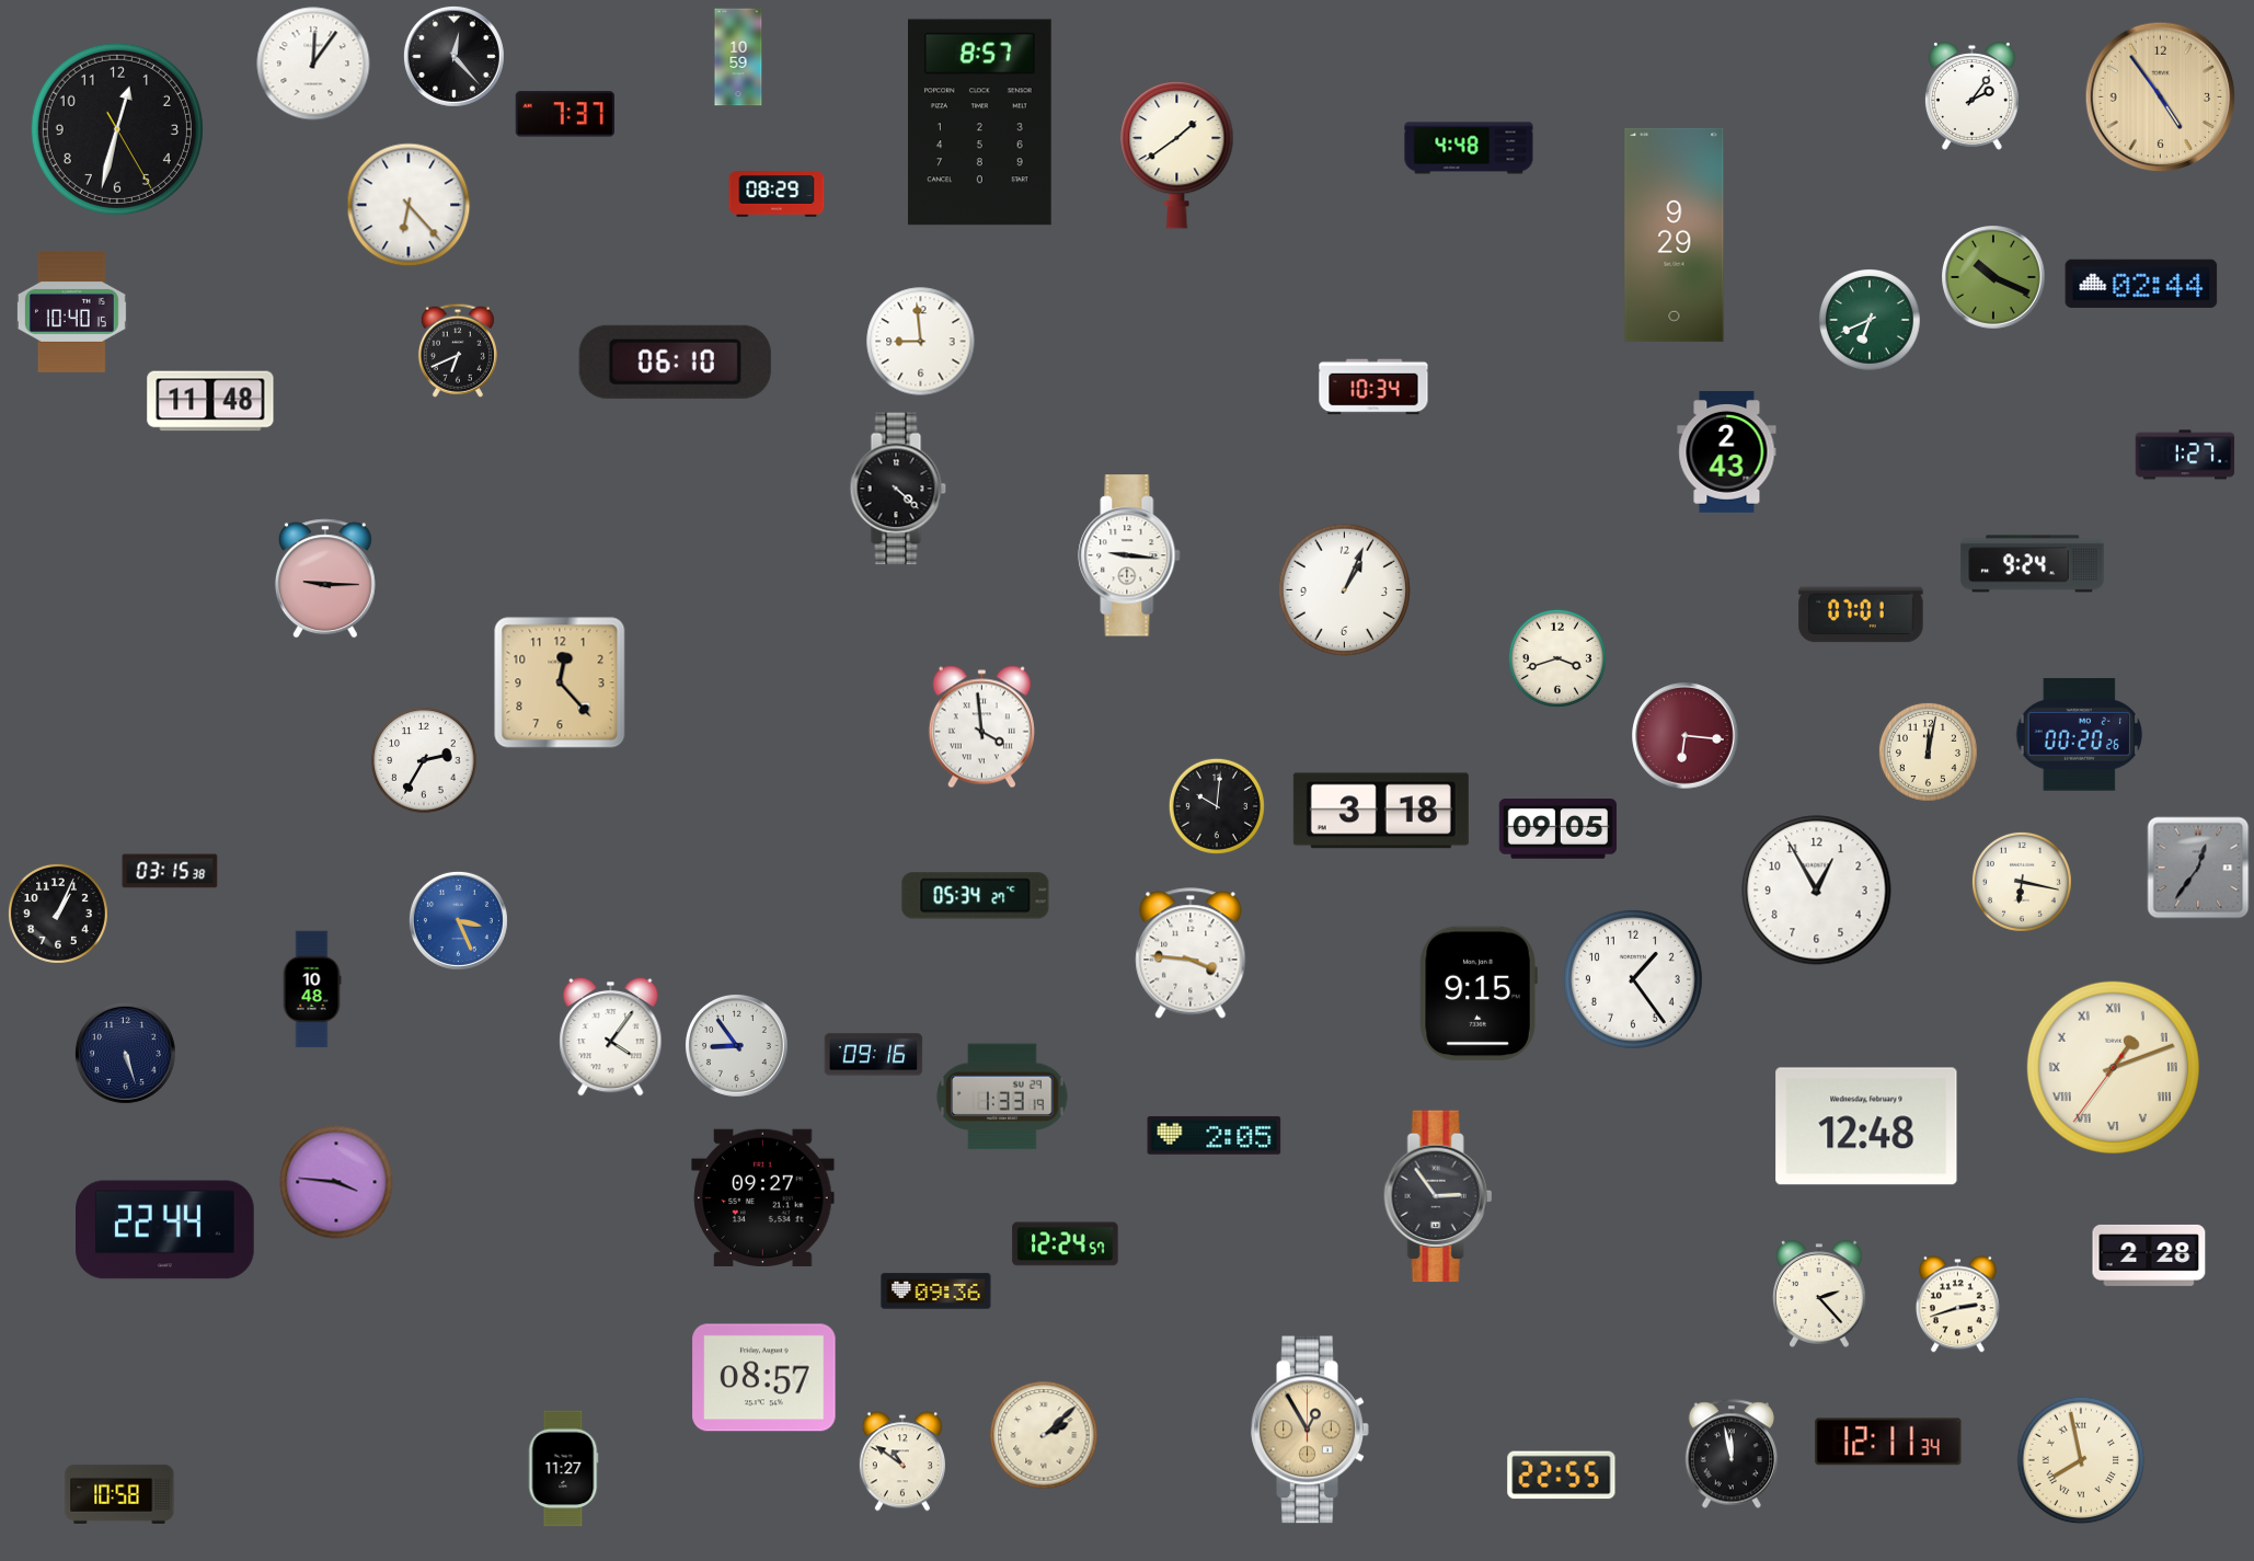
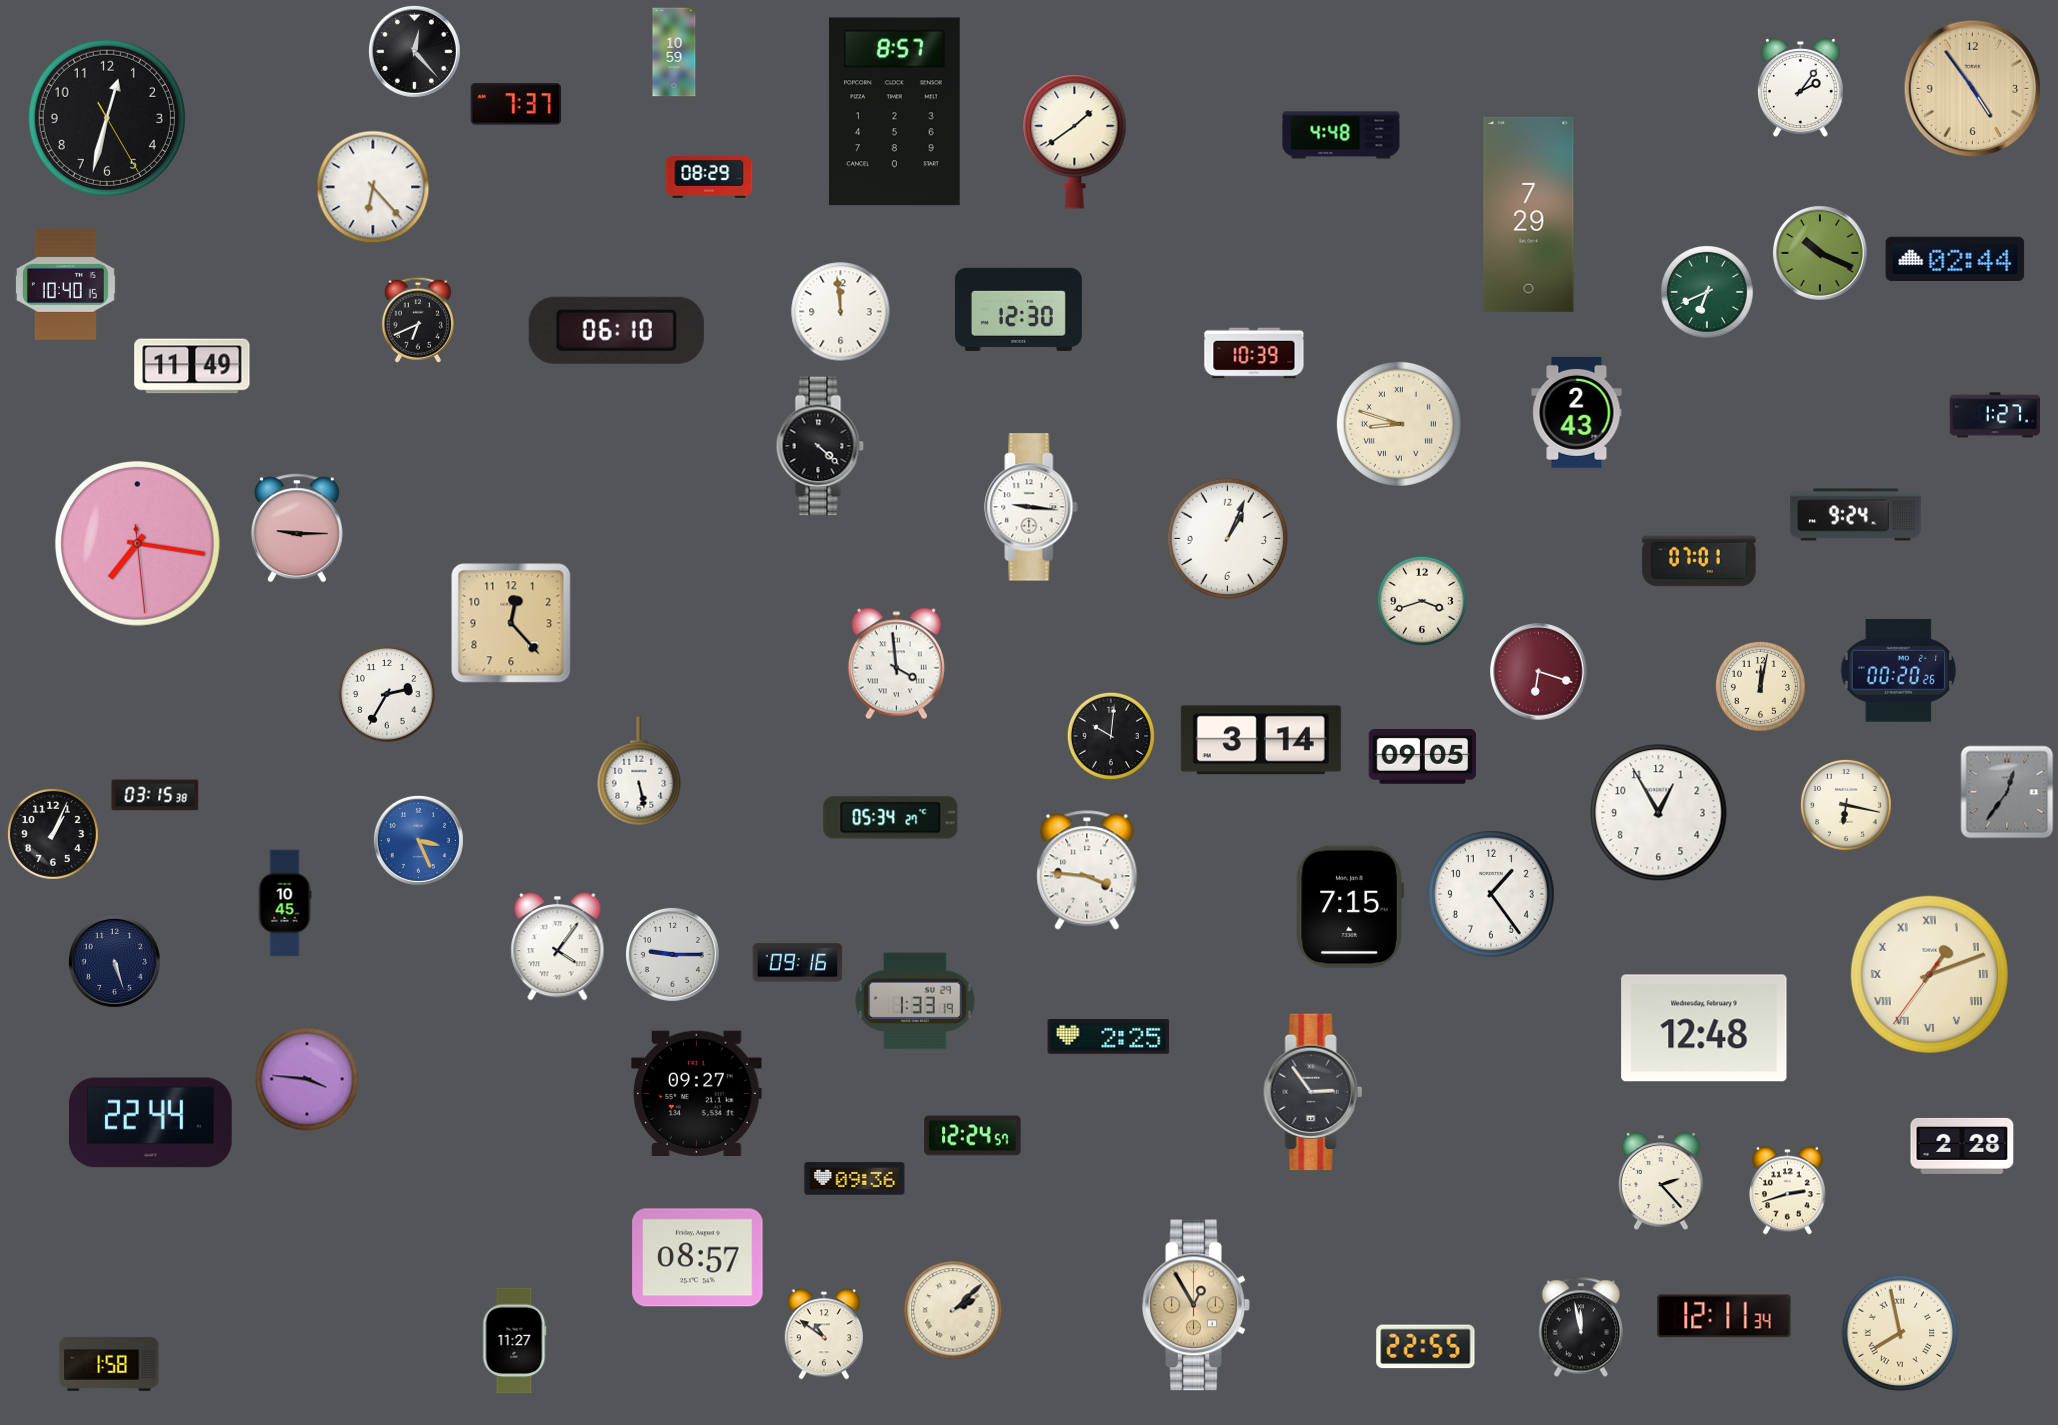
clock at (313, 64): 12:06 -> none
clock at (1675, 234): 9:29 -> 7:29
clock at (1018, 309): none -> 12:30
clock at (921, 342): 8:59 -> 11:59
clock at (1373, 387): 10:34 -> 10:39
clock at (210, 401): 11:48 -> 11:49
clock at (1399, 424): none -> 8:48
clock at (137, 543): none -> 7:16
clock at (1686, 736): 6:16 -> 6:18
clock at (1381, 811): 3:18 -> 3:14
clock at (639, 771): none -> 5:28
clock at (312, 989): 10:48 -> 10:45
clock at (1479, 994): 9:15 -> 7:15
clock at (736, 1045): 8:54 -> 9:15
clock at (1215, 1135): 2:05 -> 2:25
clock at (119, 1494): 10:58 -> 1:58
